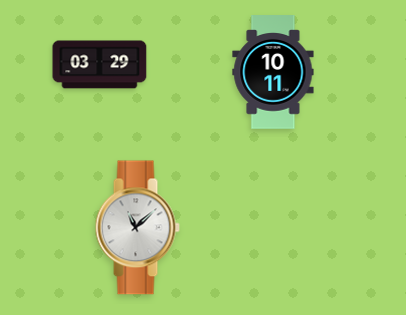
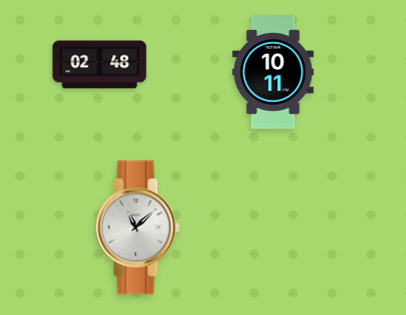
clock at (100, 65): 03:29 -> 02:48
